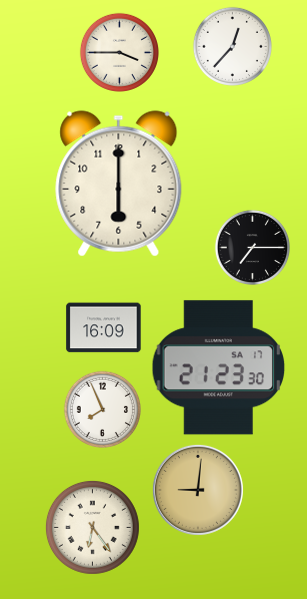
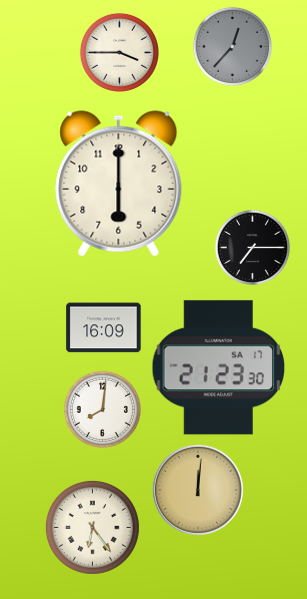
clock at (232, 46) dial: white -> grey
clock at (102, 409): 7:56 -> 8:01
clock at (198, 490): 9:01 -> 12:01
